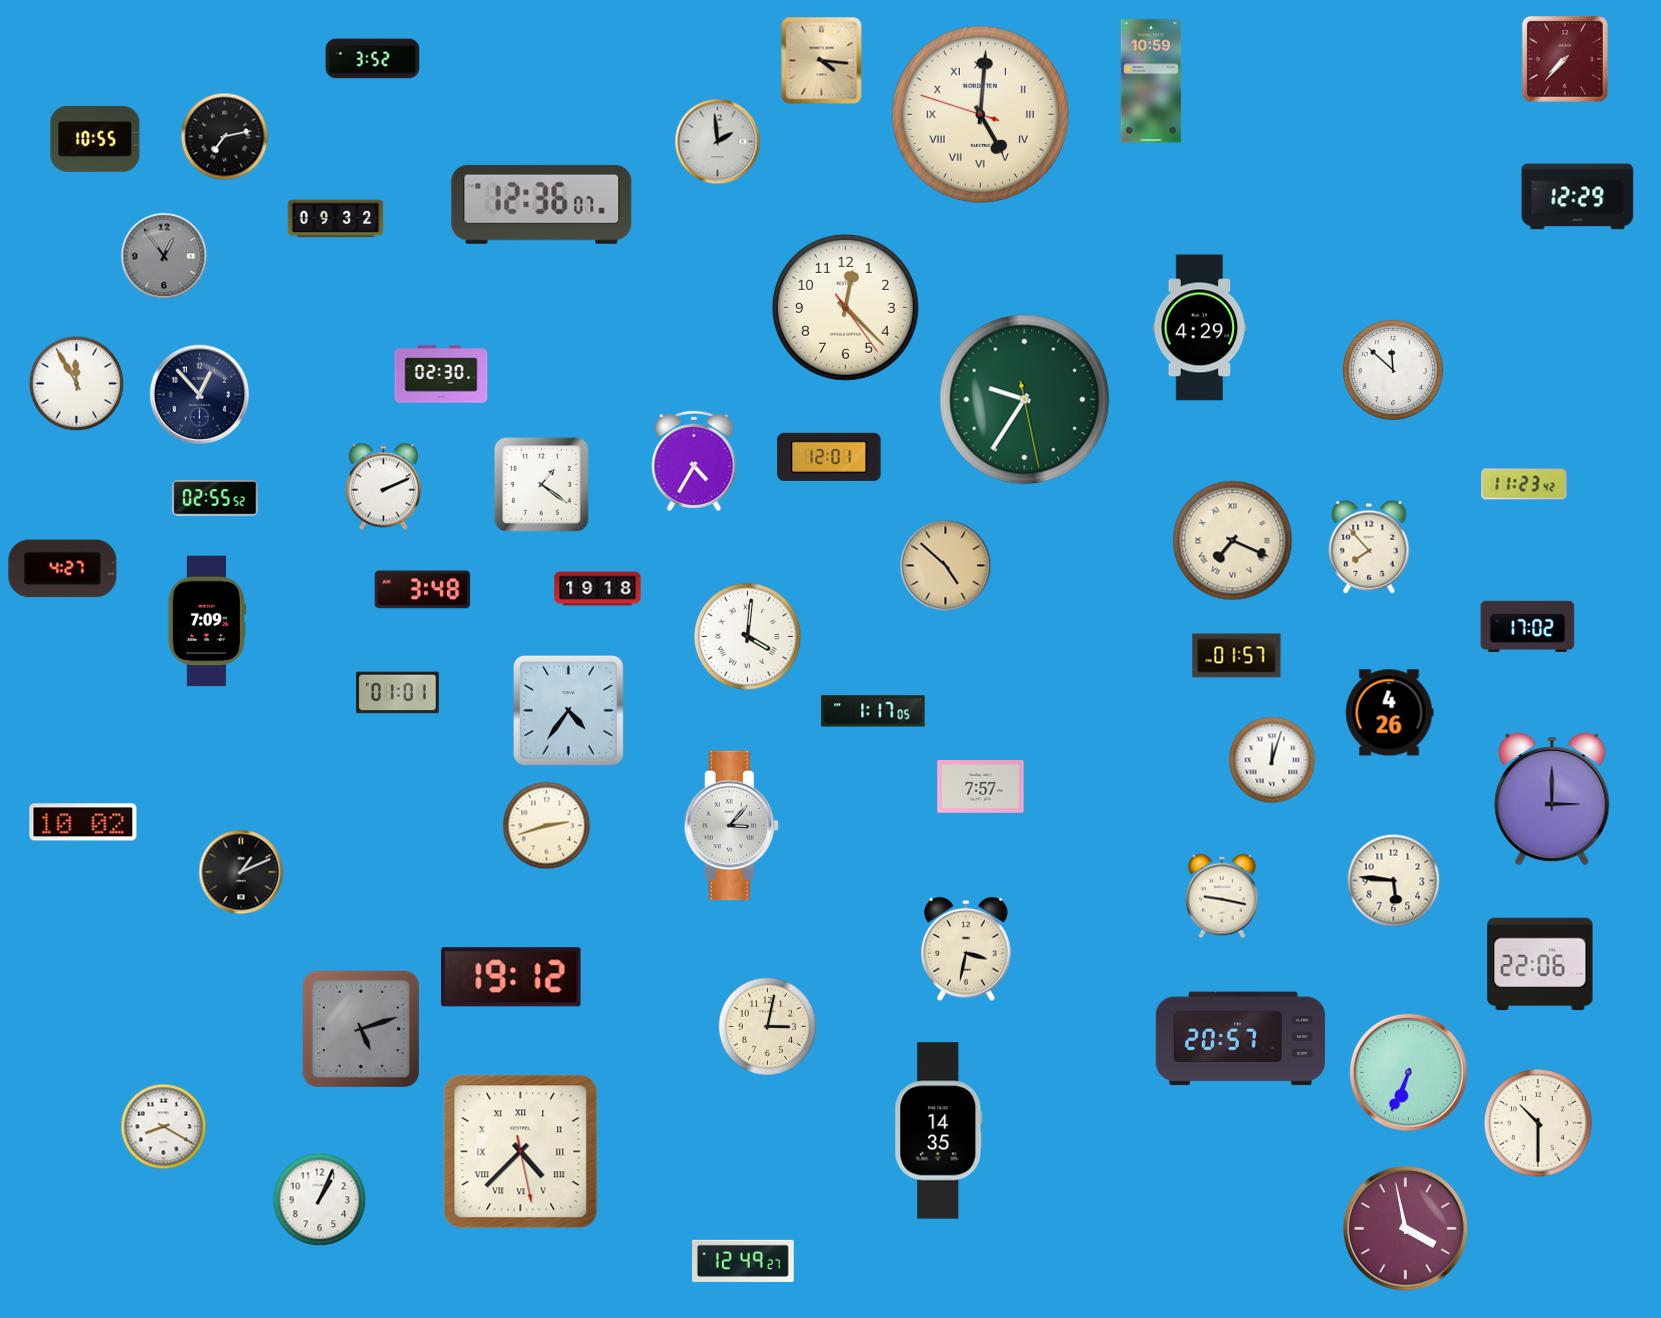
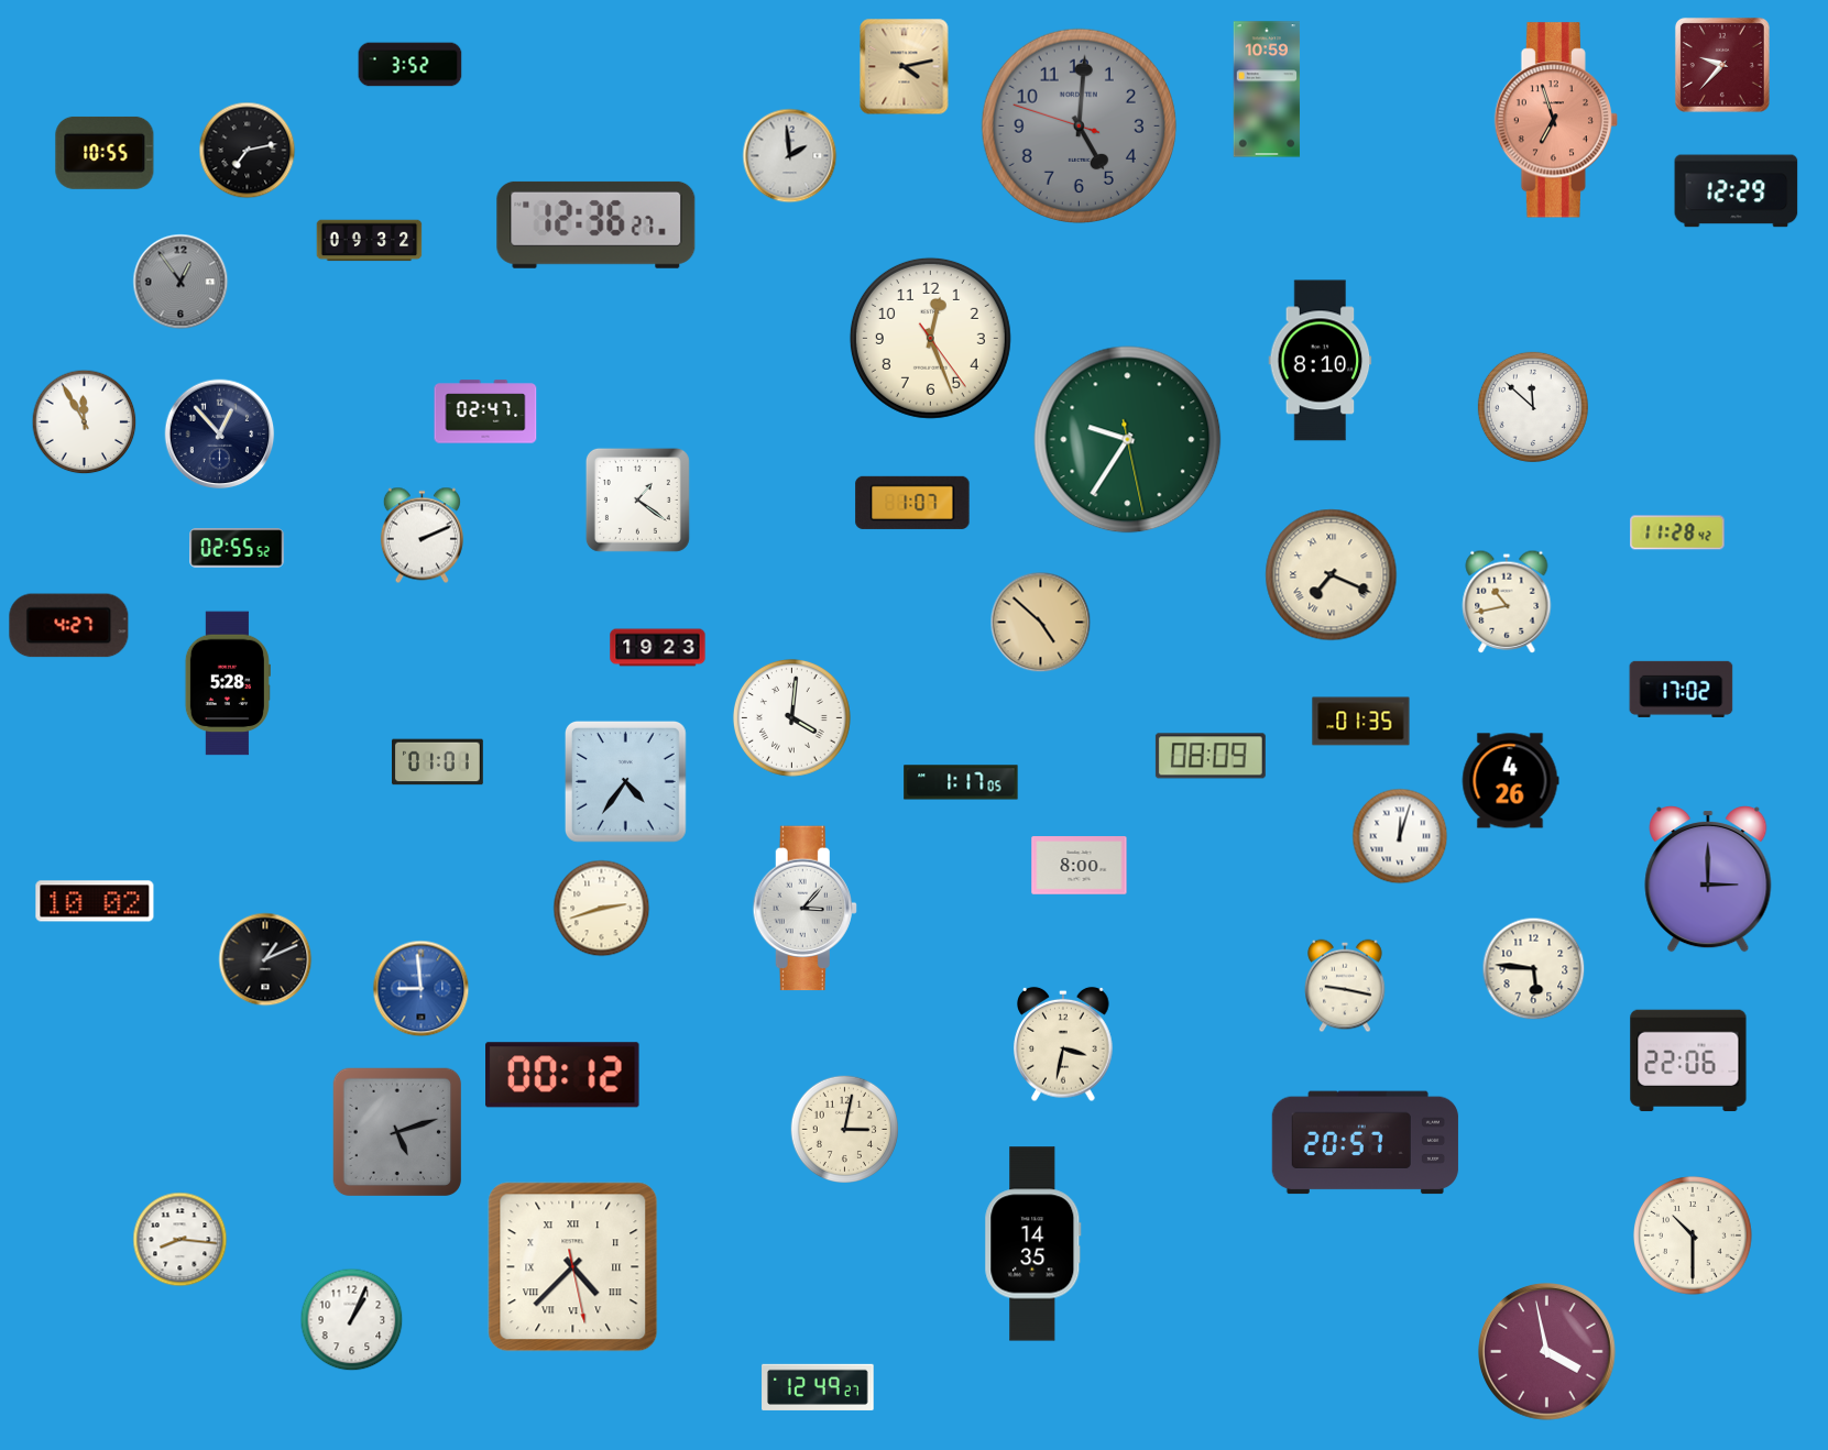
clock at (1565, 59): 7:37 -> 9:37
clock at (822, 61): 4:16 -> 4:13
clock at (1555, 120): none -> 6:57
clock at (980, 114) dial: cream -> grey
clock at (980, 114) numerals: Roman -> Arabic
clock at (1578, 197) position: (1578, 197) -> (1737, 191)
clock at (542, 204): 12:36:07 -> 12:36:27
clock at (845, 307): 12:22 -> 12:26
clock at (1200, 328): 4:29 -> 8:10
clock at (441, 374): 02:30 -> 02:47
clock at (829, 457): 12:01 -> 1:07
clock at (694, 460): 4:35 -> none
clock at (541, 484) position: (541, 484) -> (637, 499)
clock at (1524, 484): 11:23 -> 11:28
clock at (1233, 541) position: (1233, 541) -> (1332, 575)
clock at (1369, 547): 7:53 -> 10:43
clock at (598, 589): 19:18 -> 19:23
clock at (423, 590): 3:48 -> none
clock at (207, 621): 7:09 -> 5:28
clock at (748, 637) position: (748, 637) -> (792, 718)
clock at (1237, 656): 01:57 -> 01:35
clock at (1211, 756): none -> 08:09
clock at (1389, 713) position: (1389, 713) -> (1510, 781)
clock at (981, 787): 7:57 -> 8:00
clock at (83, 822) position: (83, 822) -> (95, 901)
clock at (422, 989): none -> 8:59
clock at (1540, 964) position: (1540, 964) -> (1688, 1061)
clock at (511, 977): 19:12 -> 00:12
clock at (1408, 1072): 6:34 -> none
clock at (164, 1127): 8:20 -> 8:16
